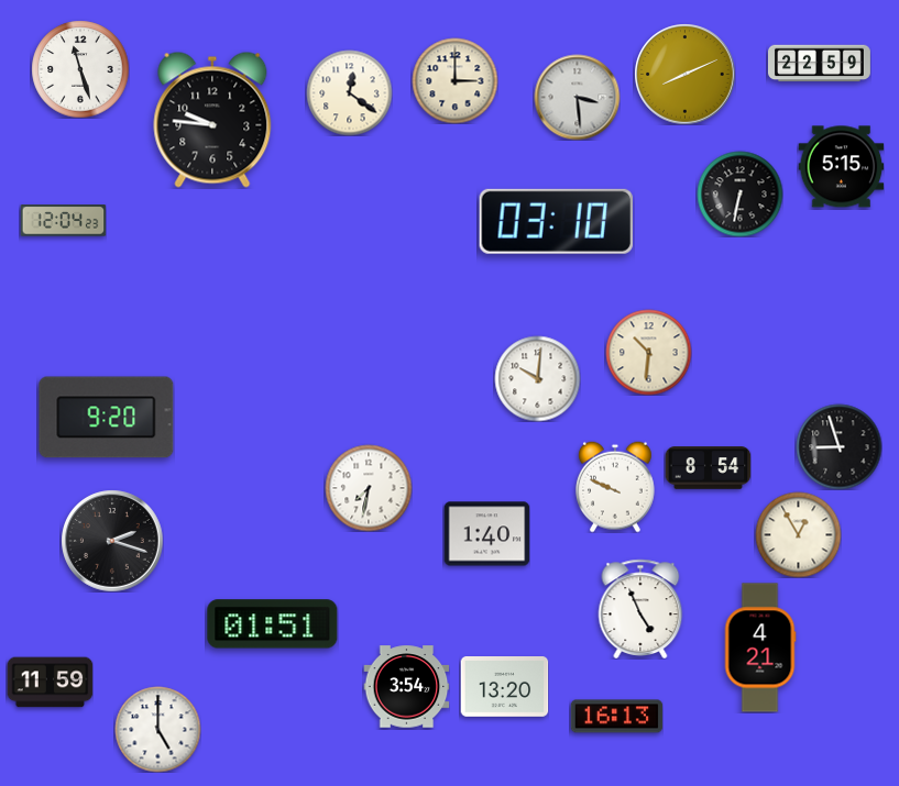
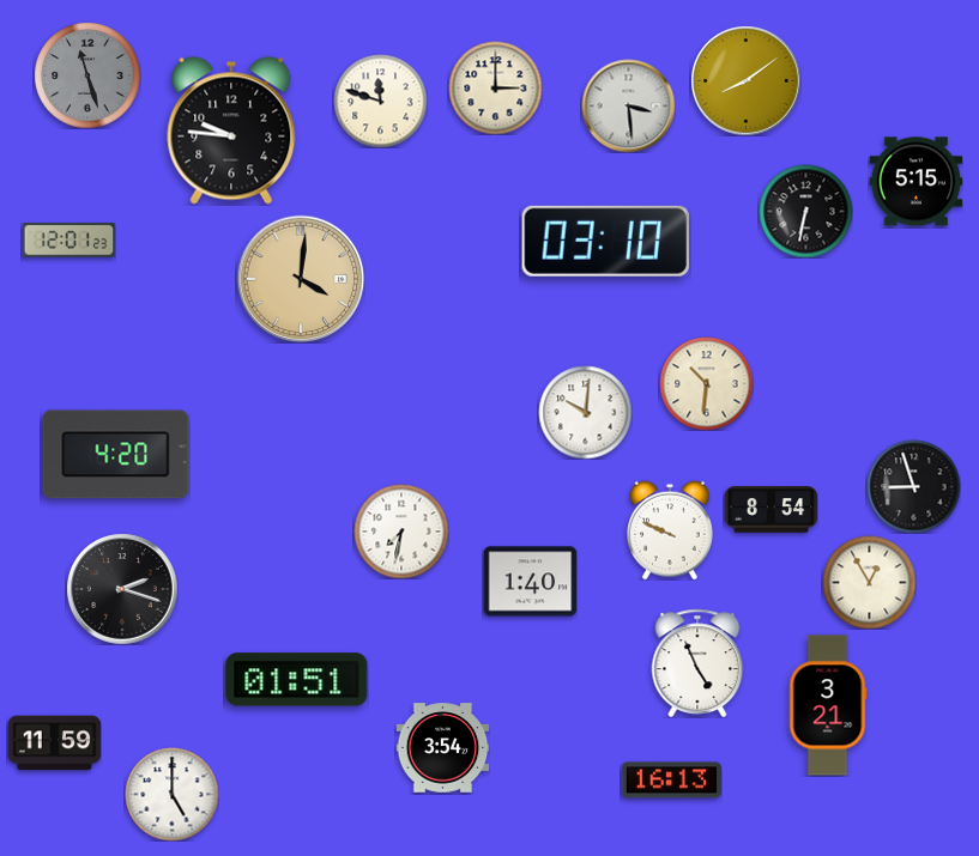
clock at (819, 64): 22:59 -> none
clock at (80, 69) dial: white -> grey
clock at (684, 74): 8:11 -> 8:09
clock at (349, 92): 12:21 -> 11:48
clock at (63, 221): 12:04 -> 12:01
clock at (301, 279): none -> 4:01
clock at (107, 418): 9:20 -> 4:20
clock at (760, 647): 4:21 -> 3:21
clock at (504, 687): 13:20 -> none
